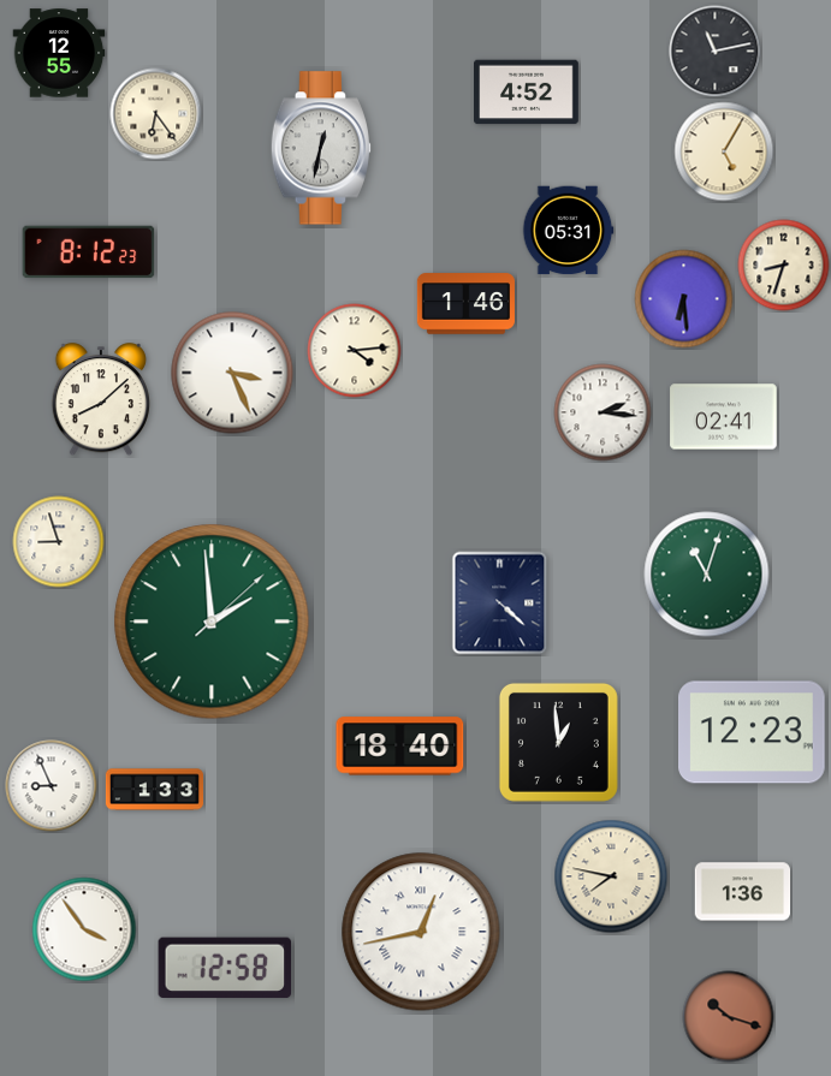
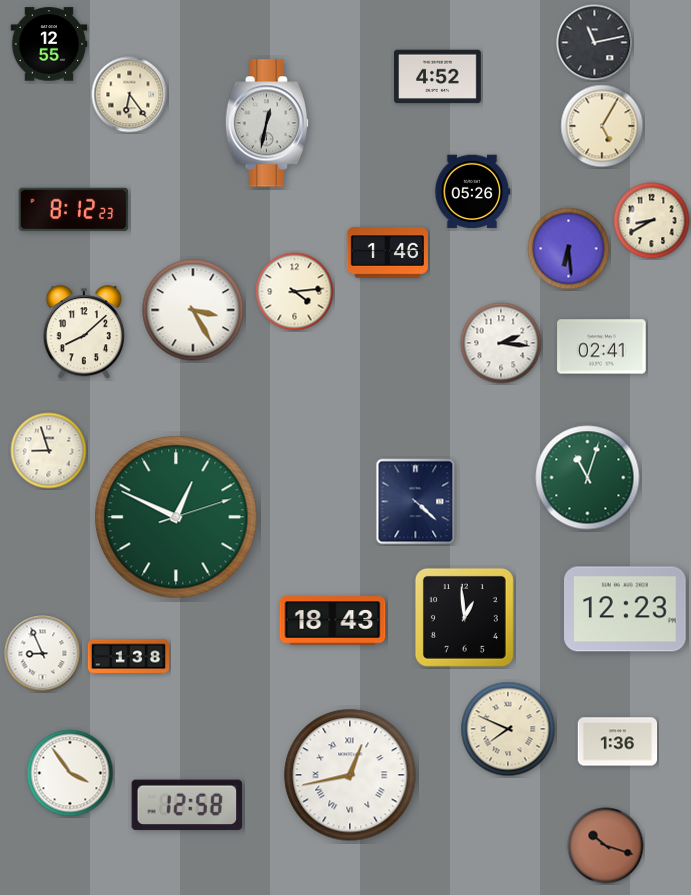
clock at (568, 231): 05:31 -> 05:26
clock at (784, 266): 8:33 -> 8:40
clock at (232, 373): 3:26 -> 3:25
clock at (212, 622): 1:59 -> 12:49
clock at (400, 747): 18:40 -> 18:43
clock at (154, 790): 1:33 -> 1:38
clock at (611, 876): 7:47 -> 7:49
